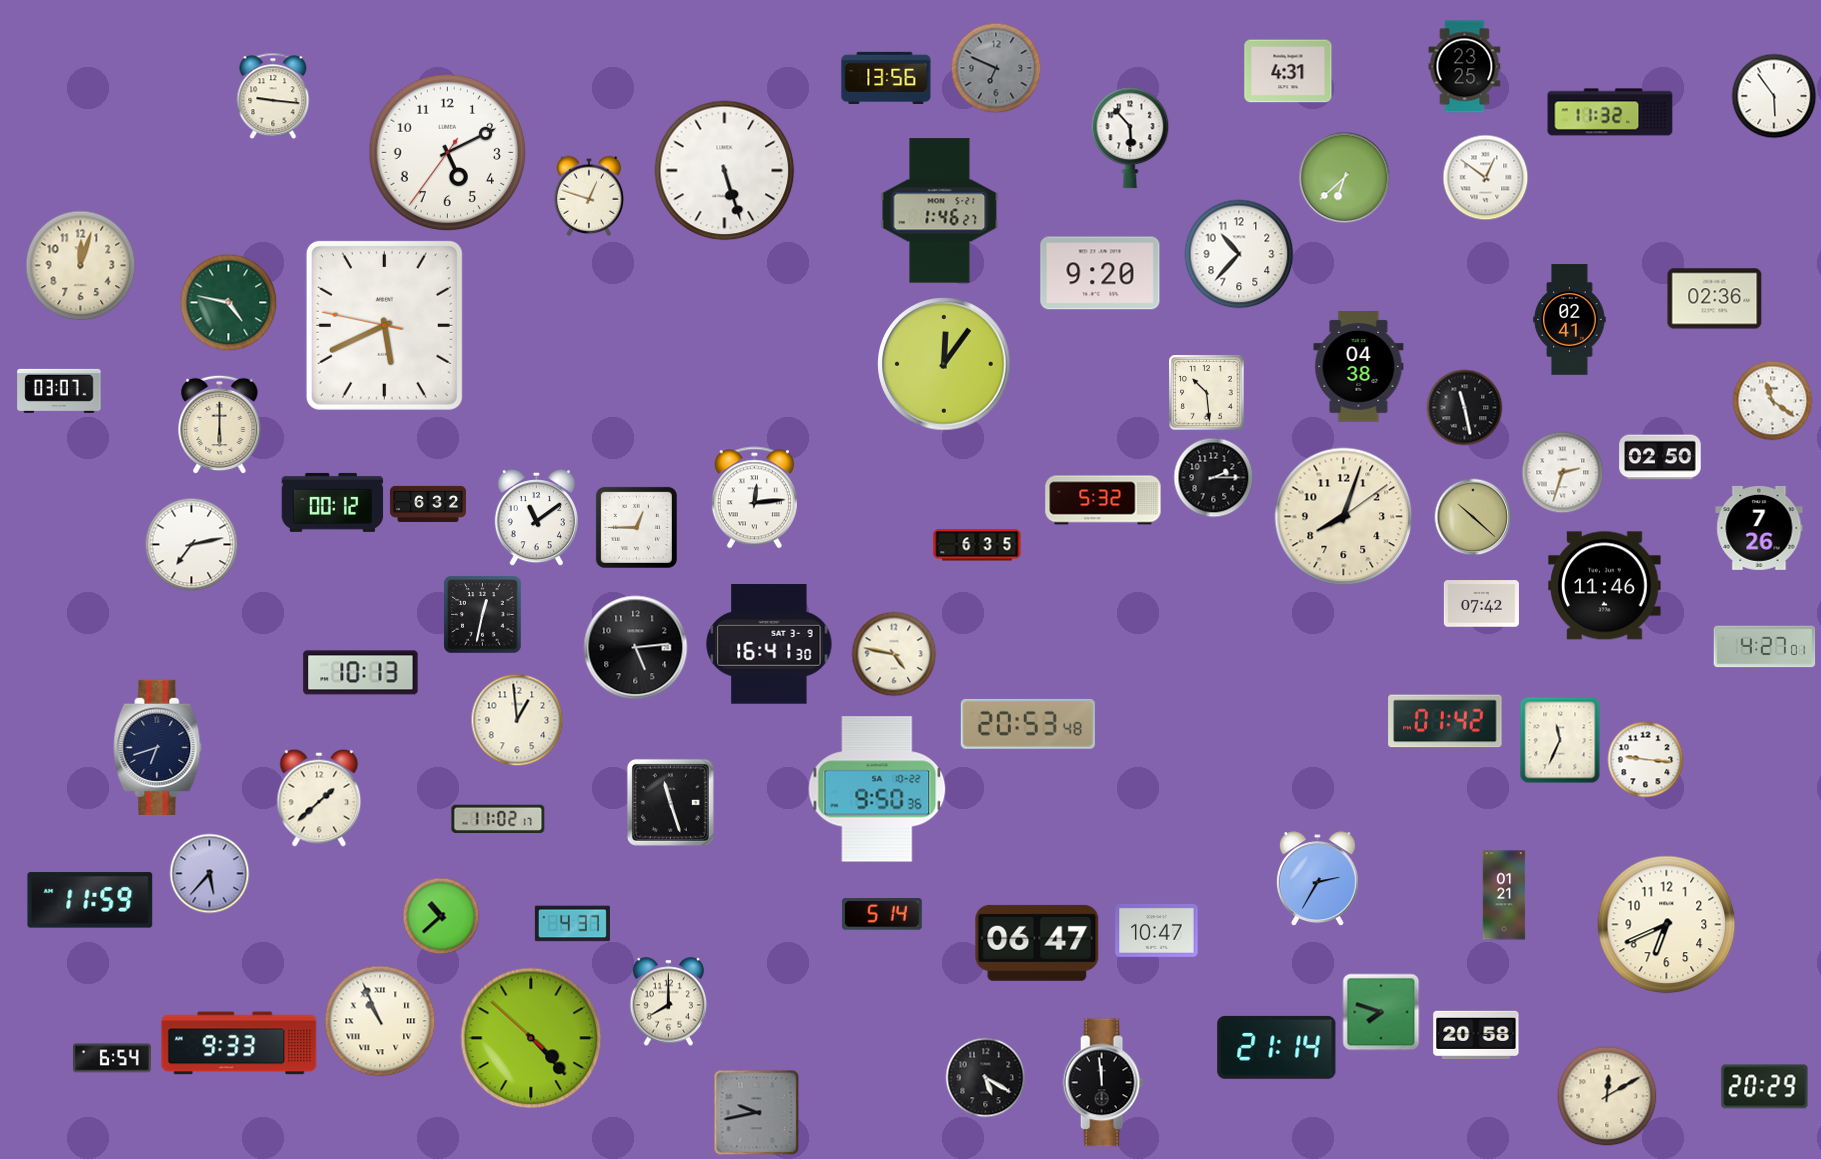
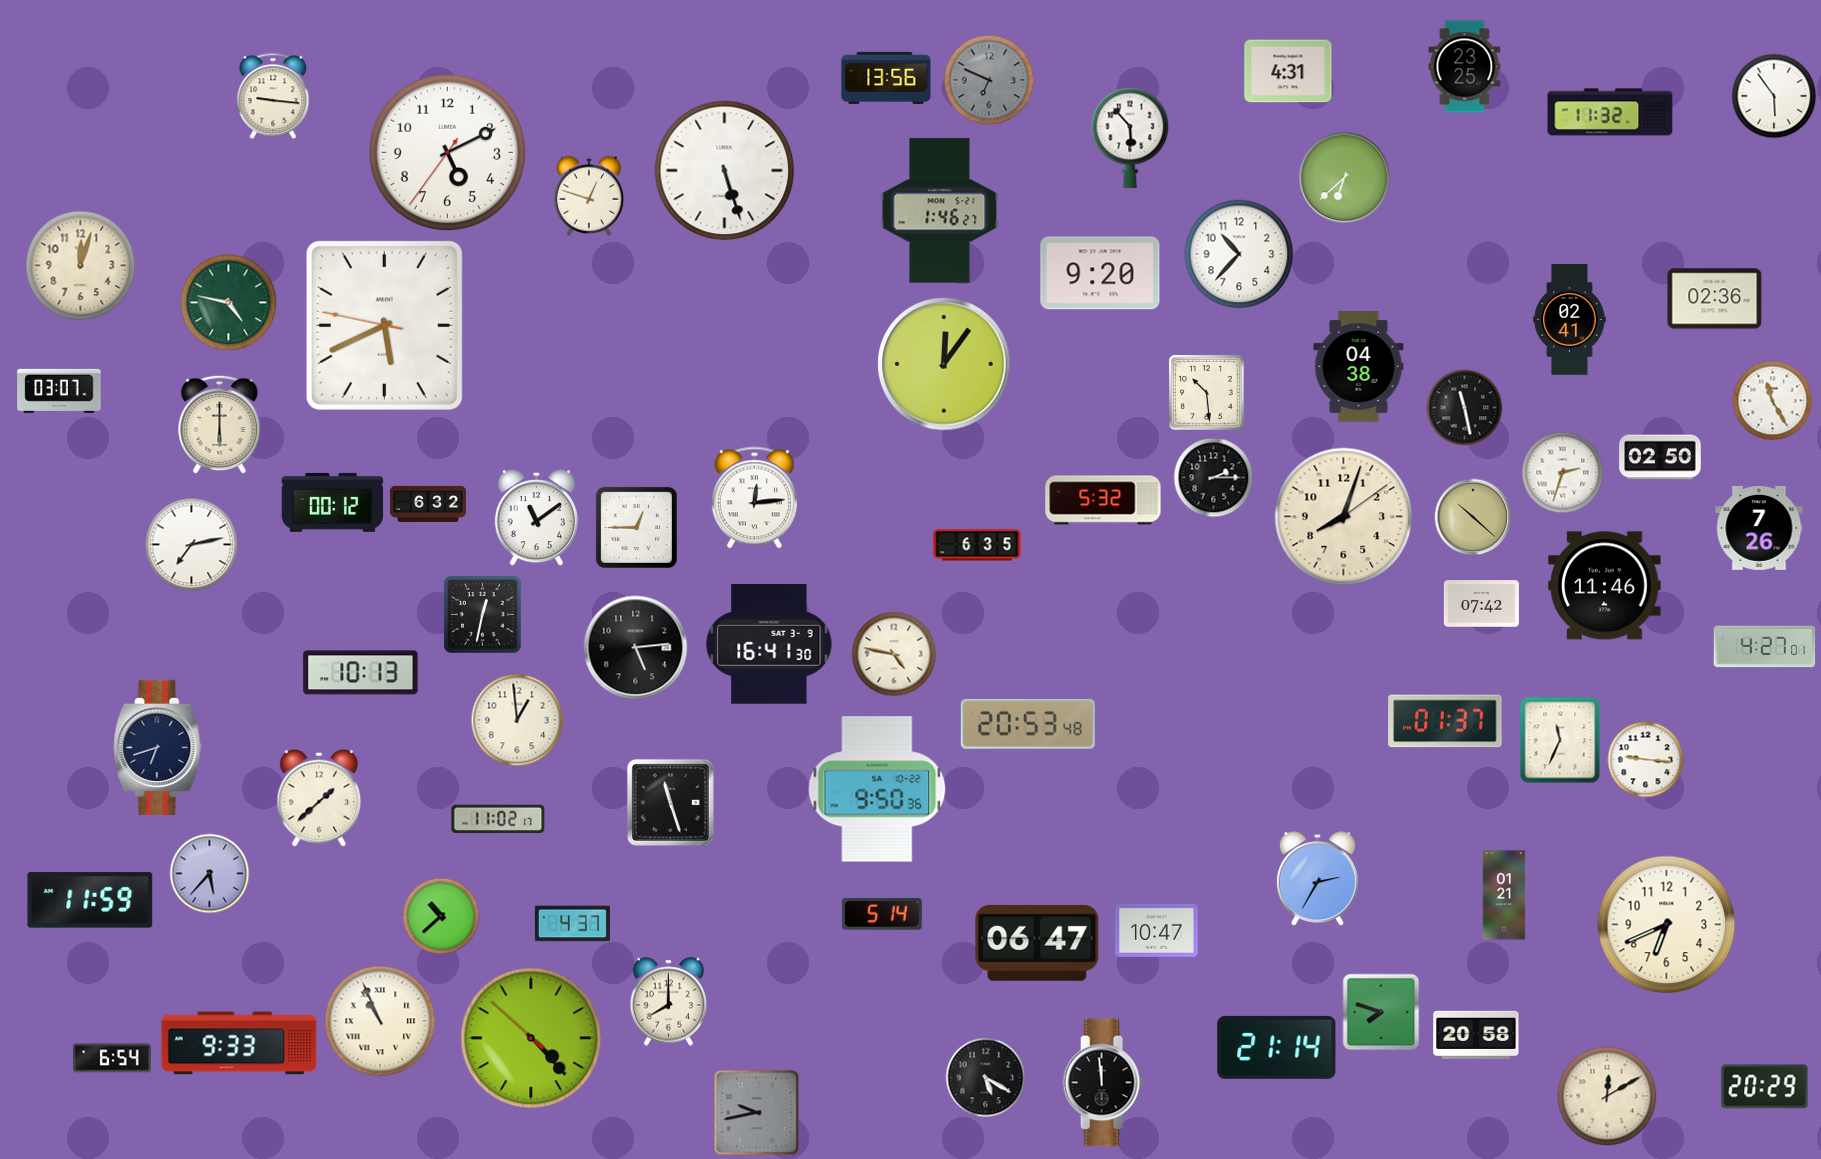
clock at (996, 68) position: (996, 68) -> (989, 80)
clock at (1486, 178): 12:51 -> none
clock at (1773, 401): 11:21 -> 11:25
clock at (1445, 721): 01:42 -> 01:37
